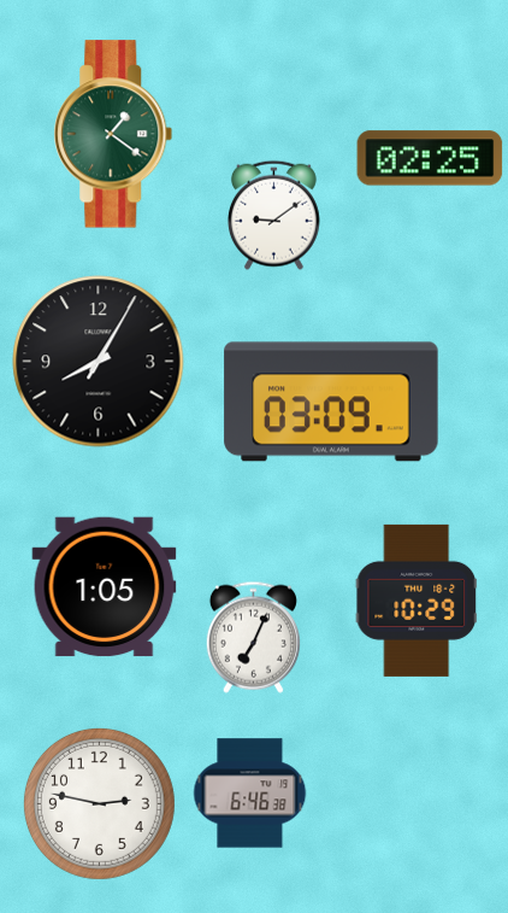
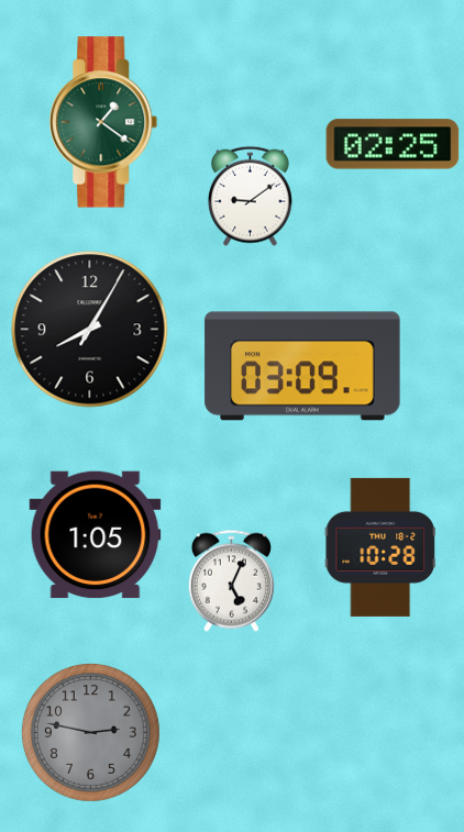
clock at (417, 601): 10:29 -> 10:28
clock at (253, 637): 7:04 -> 5:04
clock at (250, 794): 6:46 -> none
clock at (99, 803) dial: white -> grey
